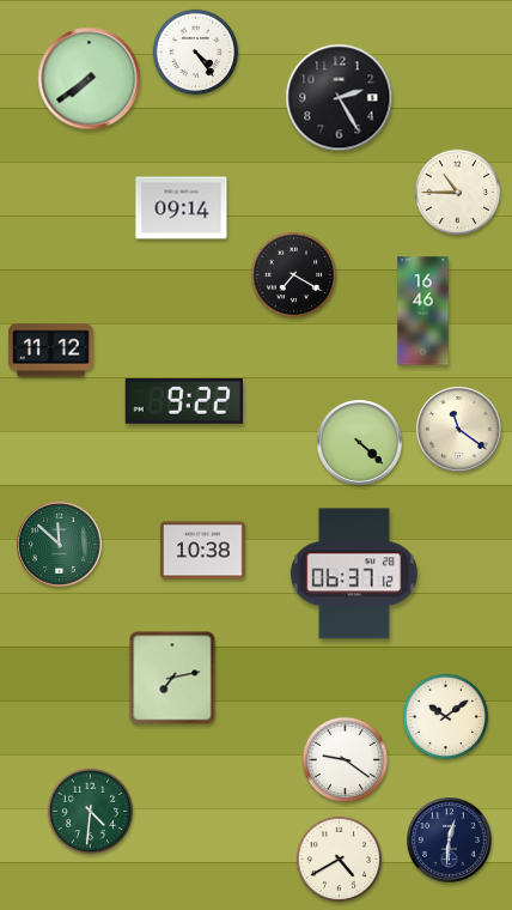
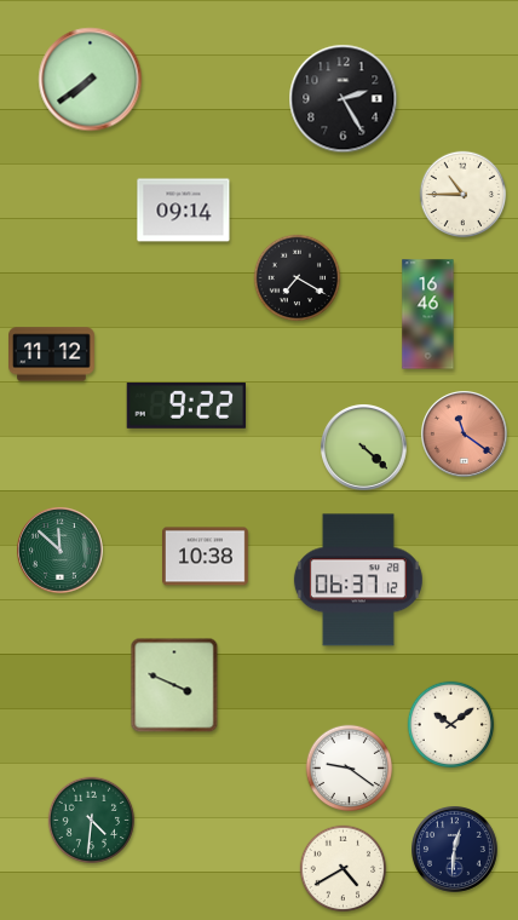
clock at (196, 53): 4:24 -> none
clock at (459, 430) dial: cream -> salmon
clock at (172, 678): 7:13 -> 3:49
